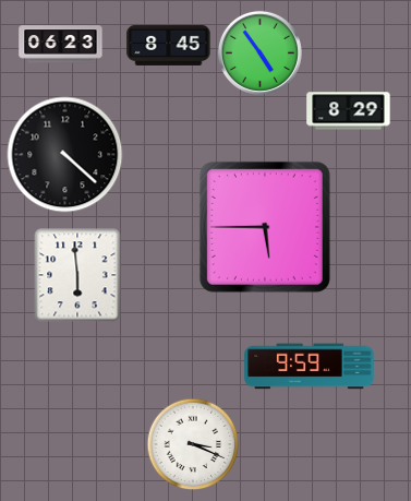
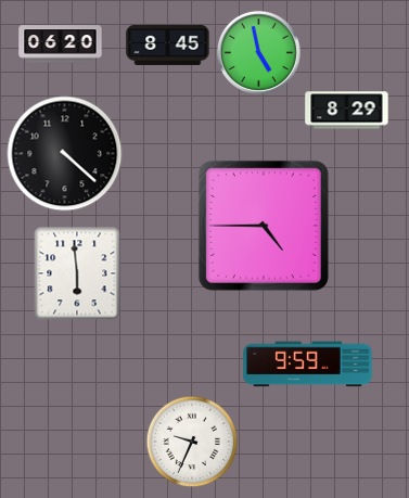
clock at (61, 45): 06:23 -> 06:20
clock at (259, 52): 4:54 -> 4:58
clock at (265, 227): 5:45 -> 4:45
clock at (193, 444): 3:19 -> 9:34
